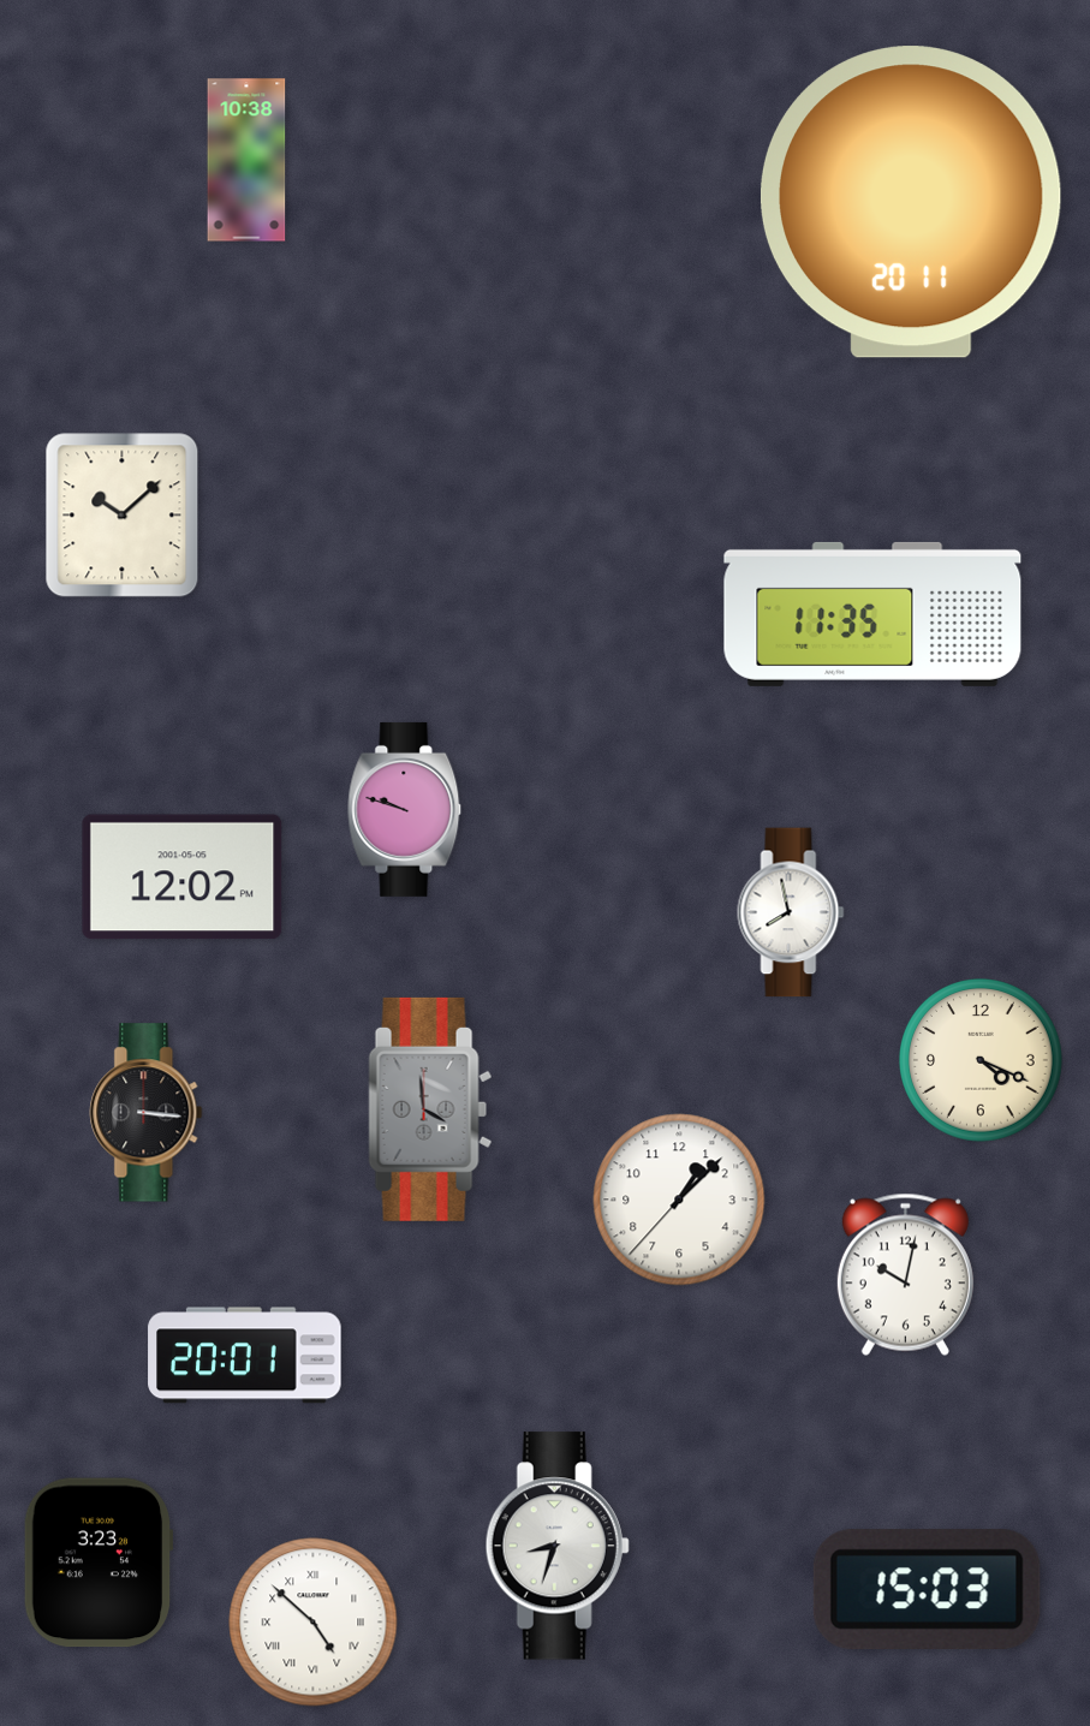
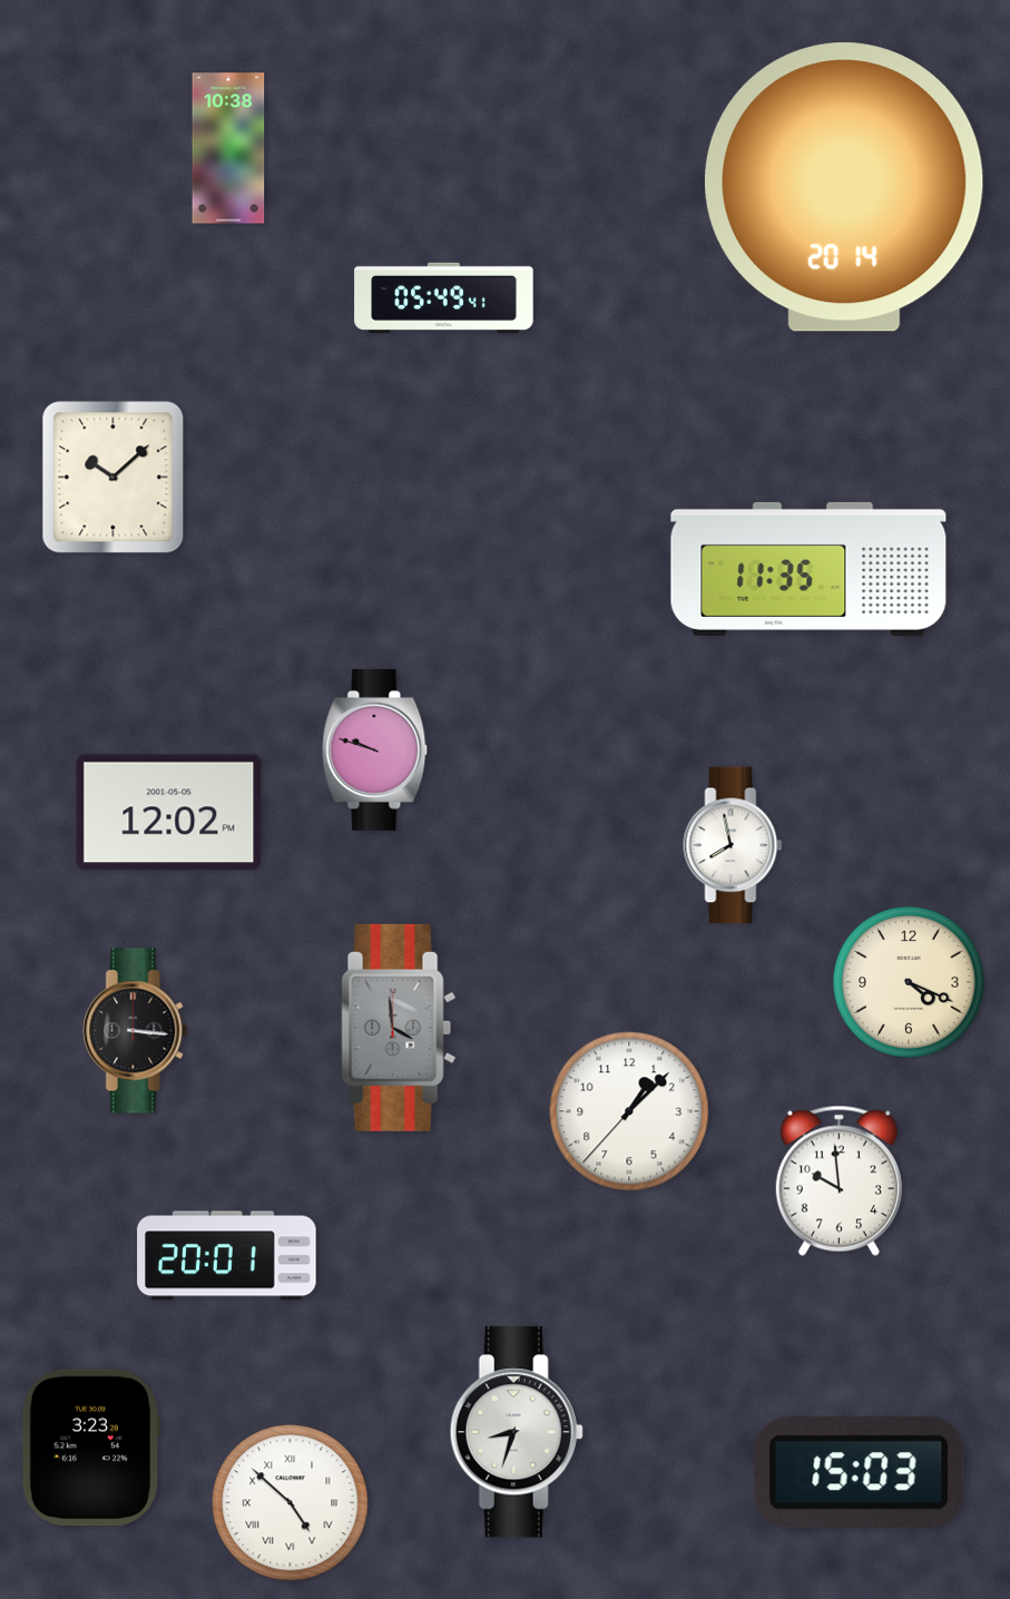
clock at (911, 202): 20:11 -> 20:14
clock at (444, 297): none -> 05:49
clock at (905, 1274): 10:02 -> 9:59
